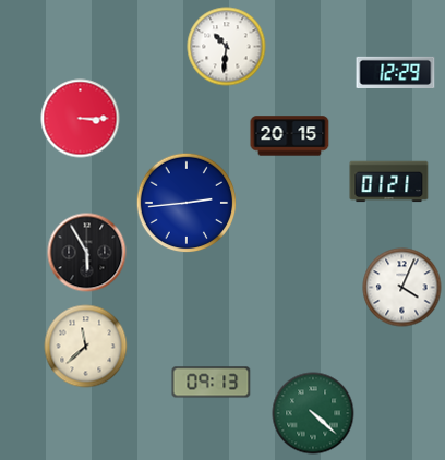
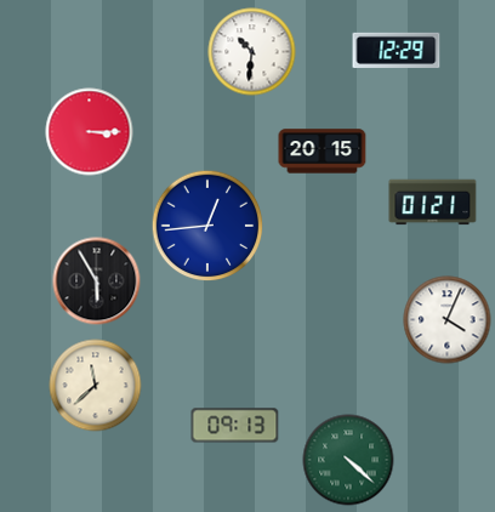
clock at (396, 72) position: (396, 72) -> (397, 50)
clock at (187, 203): 2:44 -> 12:44
